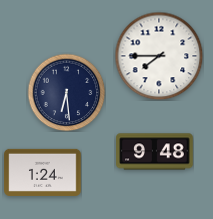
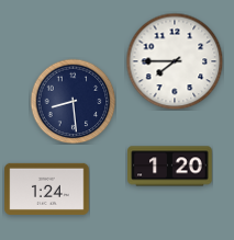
clock at (66, 92): 6:29 -> 8:29
clock at (155, 152): 9:48 -> 1:20
